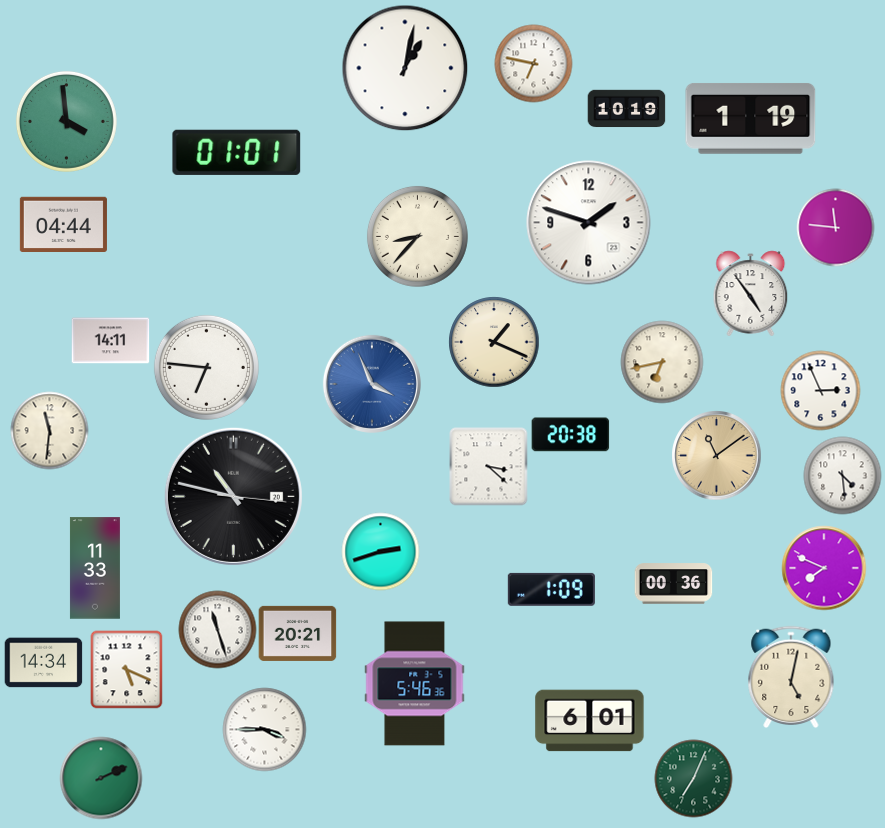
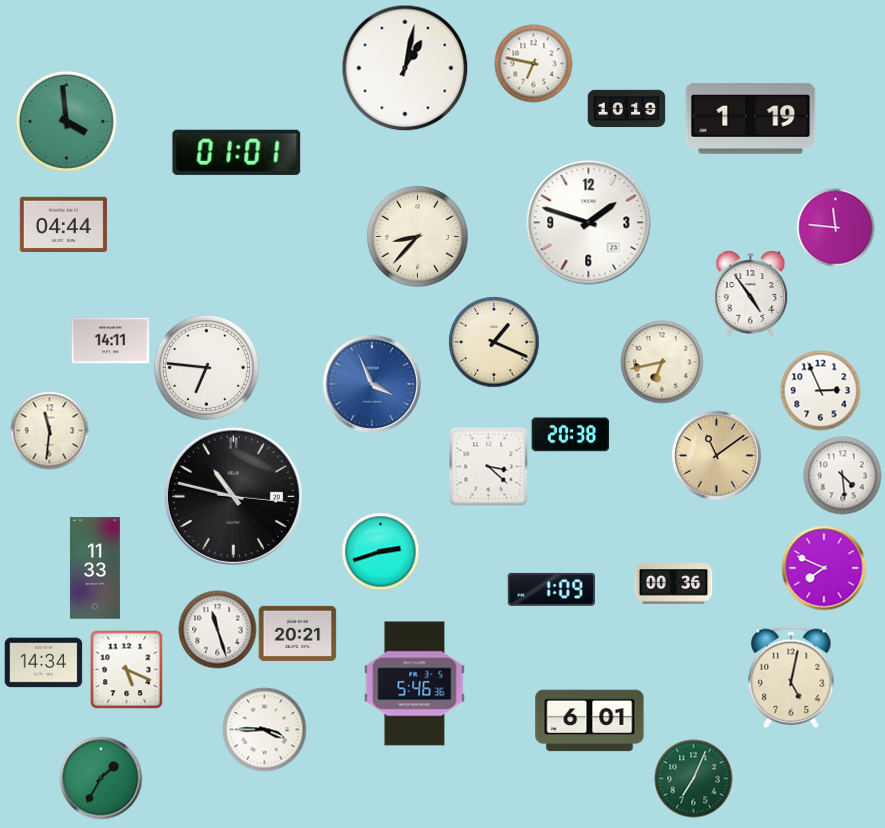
clock at (101, 778): 2:11 -> 1:35
